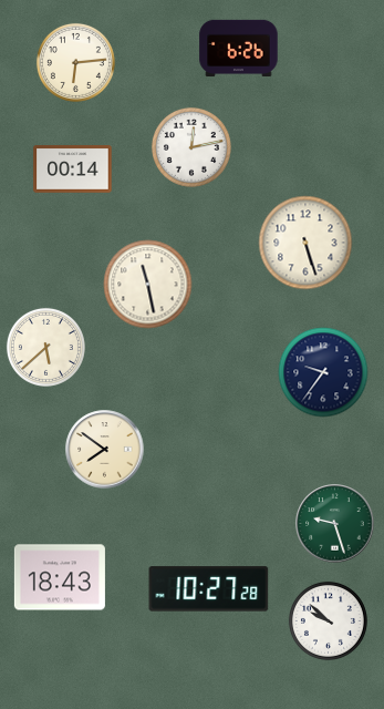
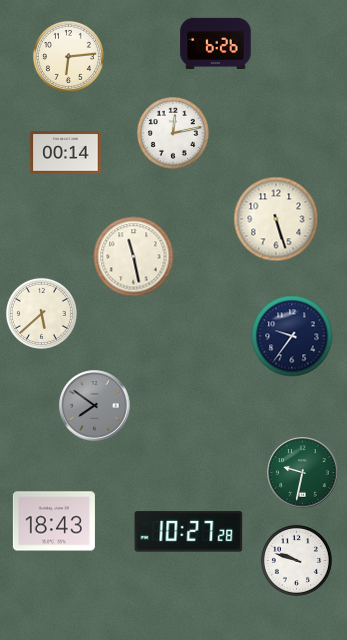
clock at (105, 450) dial: cream -> grey
clock at (335, 524): 9:27 -> 9:32
clock at (328, 620): 9:52 -> 9:48
